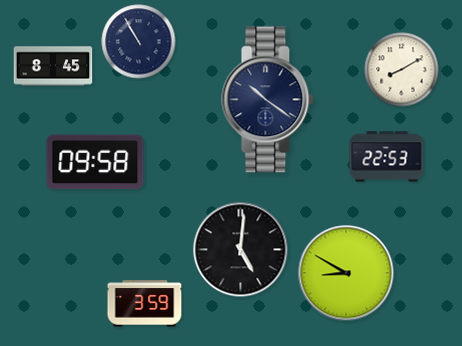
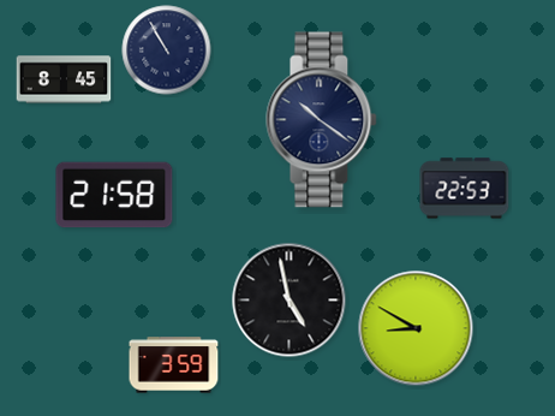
clock at (402, 70): 8:10 -> none
clock at (95, 162): 09:58 -> 21:58
clock at (241, 250): 5:01 -> 4:58
